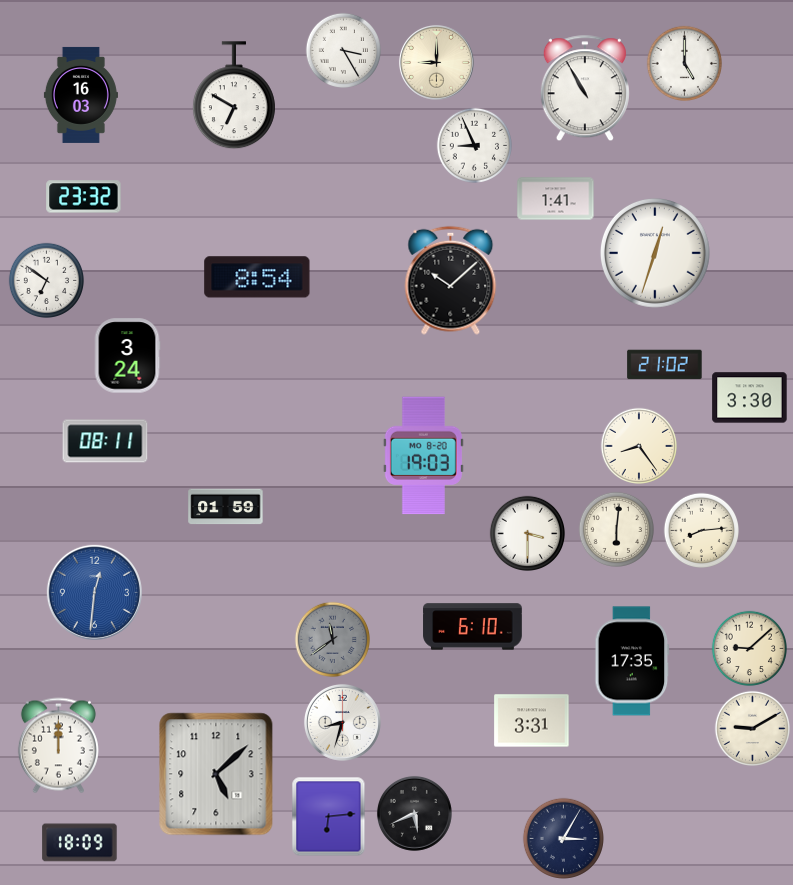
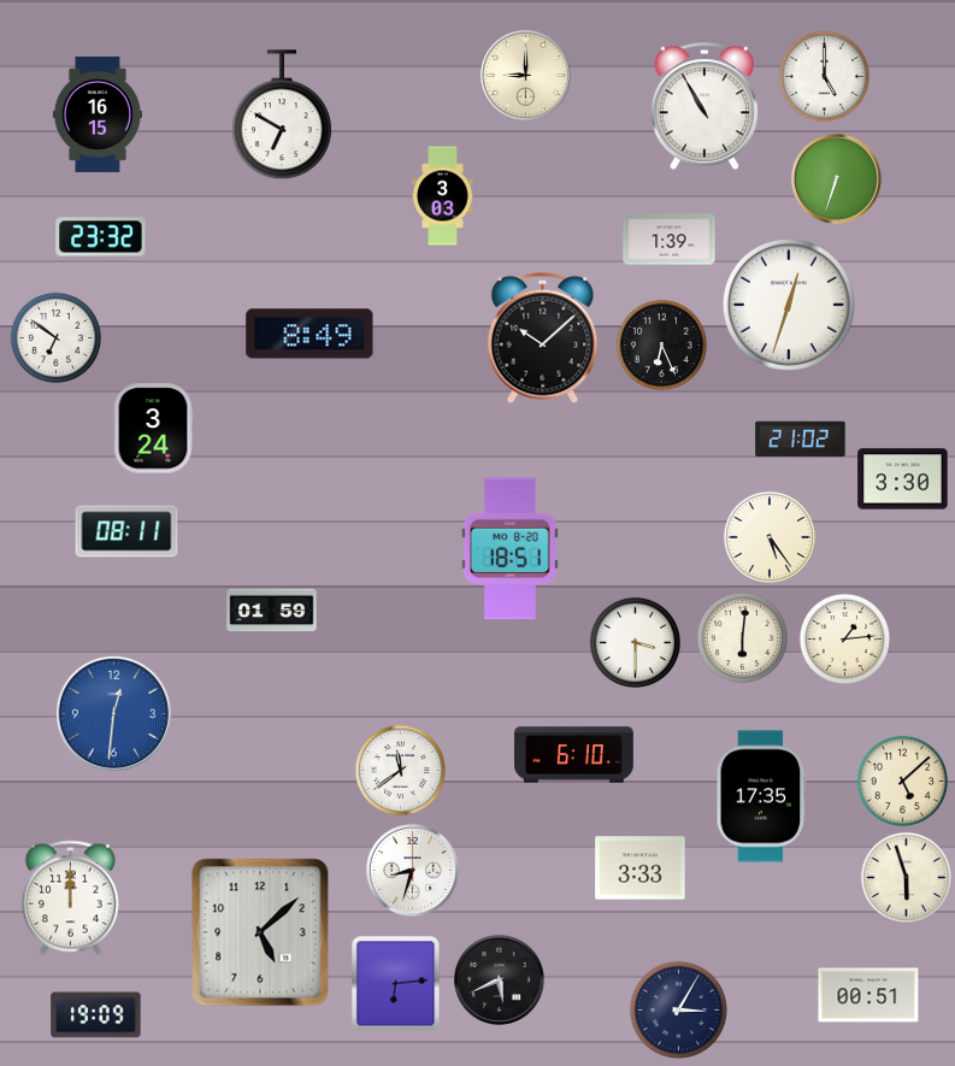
clock at (344, 51): 3:25 -> none
clock at (81, 95): 16:03 -> 16:15
clock at (475, 146): 8:56 -> none
clock at (836, 178): none -> 6:33
clock at (443, 196): none -> 3:03
clock at (556, 199): 1:41 -> 1:39
clock at (257, 277): 8:54 -> 8:49
clock at (662, 346): none -> 6:26
clock at (638, 445): 8:24 -> 5:24
clock at (423, 456): 19:03 -> 18:51
clock at (702, 531): 8:14 -> 1:14
clock at (473, 627) position: (473, 627) -> (574, 755)
clock at (333, 640) dial: grey -> white
clock at (750, 649): 9:08 -> 5:08
clock at (532, 721): 3:31 -> 3:33
clock at (753, 729): 9:10 -> 5:57
clock at (868, 995): none -> 00:51
clock at (80, 843): 18:09 -> 19:09
